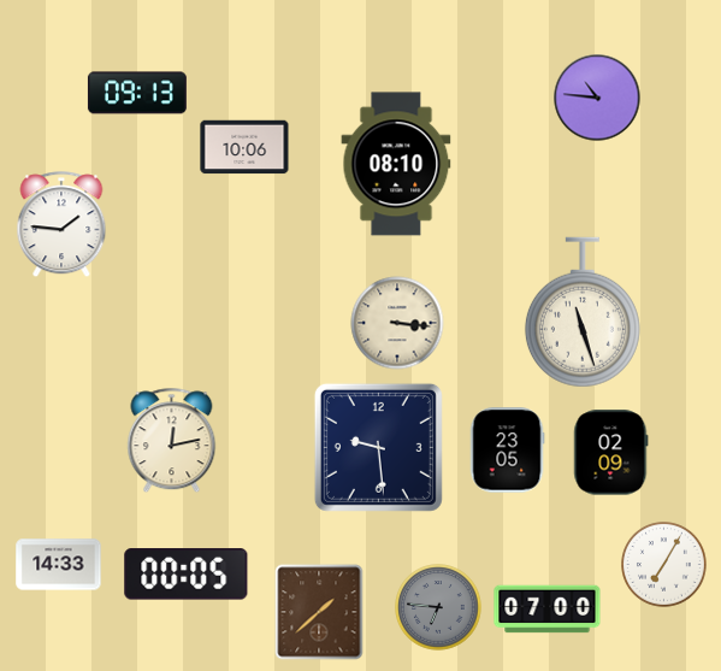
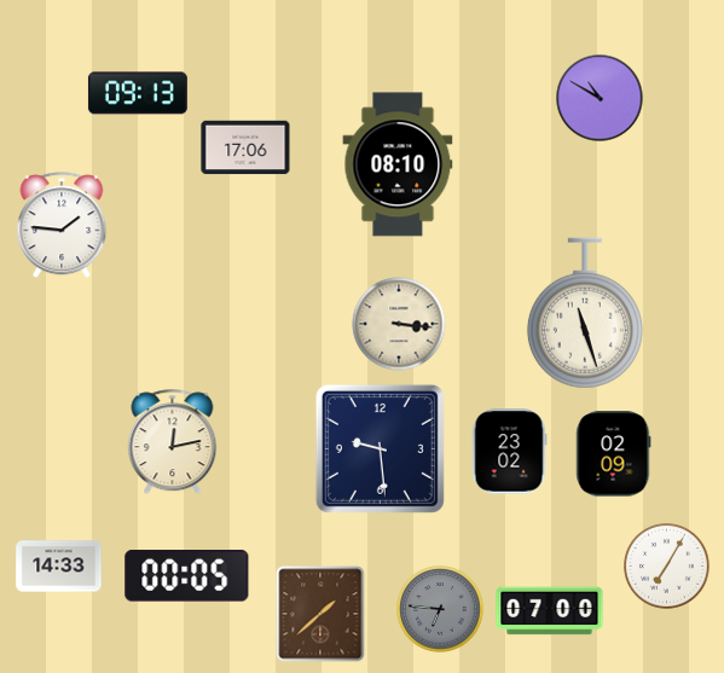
clock at (597, 98): 10:46 -> 10:50
clock at (244, 147): 10:06 -> 17:06
clock at (507, 451): 23:05 -> 23:02
